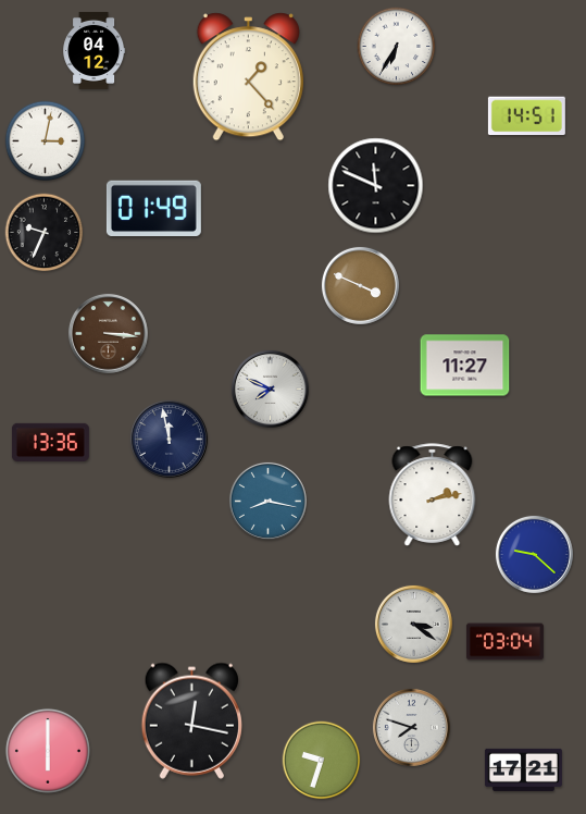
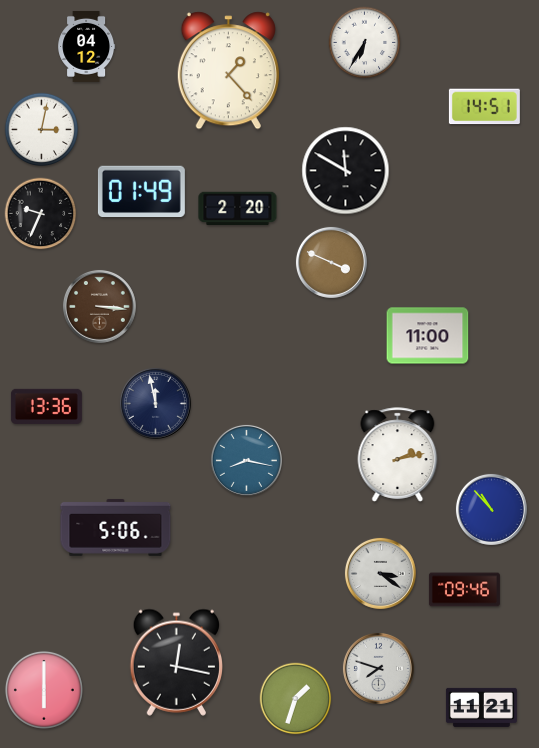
clock at (376, 186): 11:49 -> 11:50
clock at (238, 209): none -> 2:20
clock at (465, 366): 11:27 -> 11:00
clock at (270, 388): 7:49 -> none
clock at (534, 554): 9:22 -> 10:53
clock at (116, 527): none -> 5:06
clock at (504, 642): 03:04 -> 09:46
clock at (322, 761): 9:33 -> 1:33
clock at (523, 769): 17:21 -> 11:21
